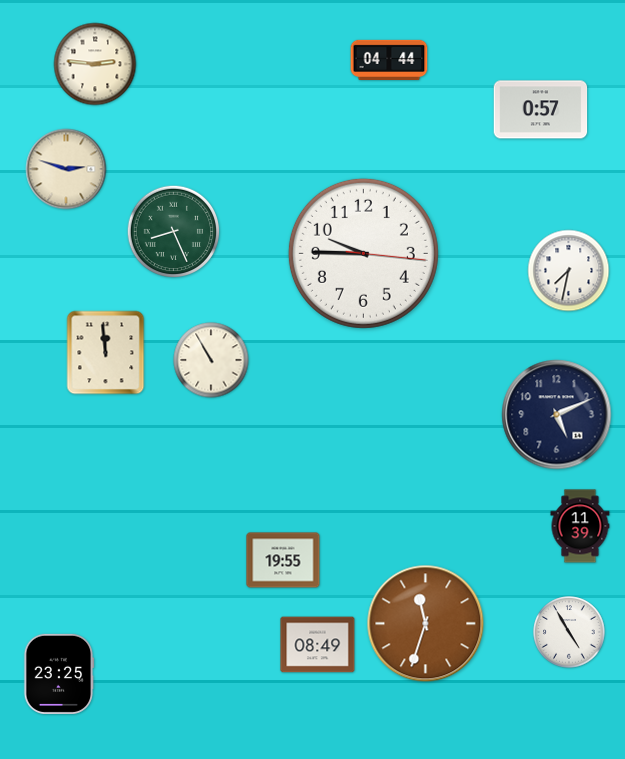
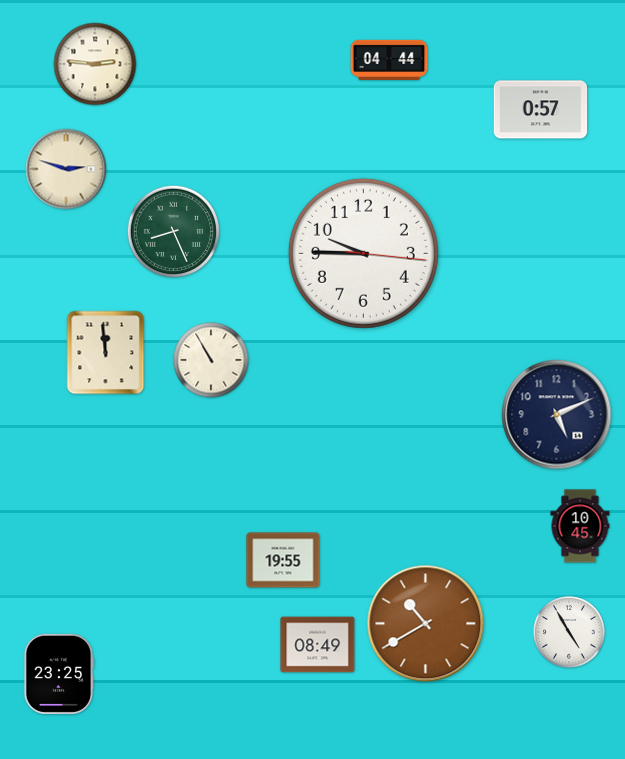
clock at (569, 271): 7:32 -> none
clock at (580, 526): 11:39 -> 10:45
clock at (426, 624): 11:33 -> 10:40
